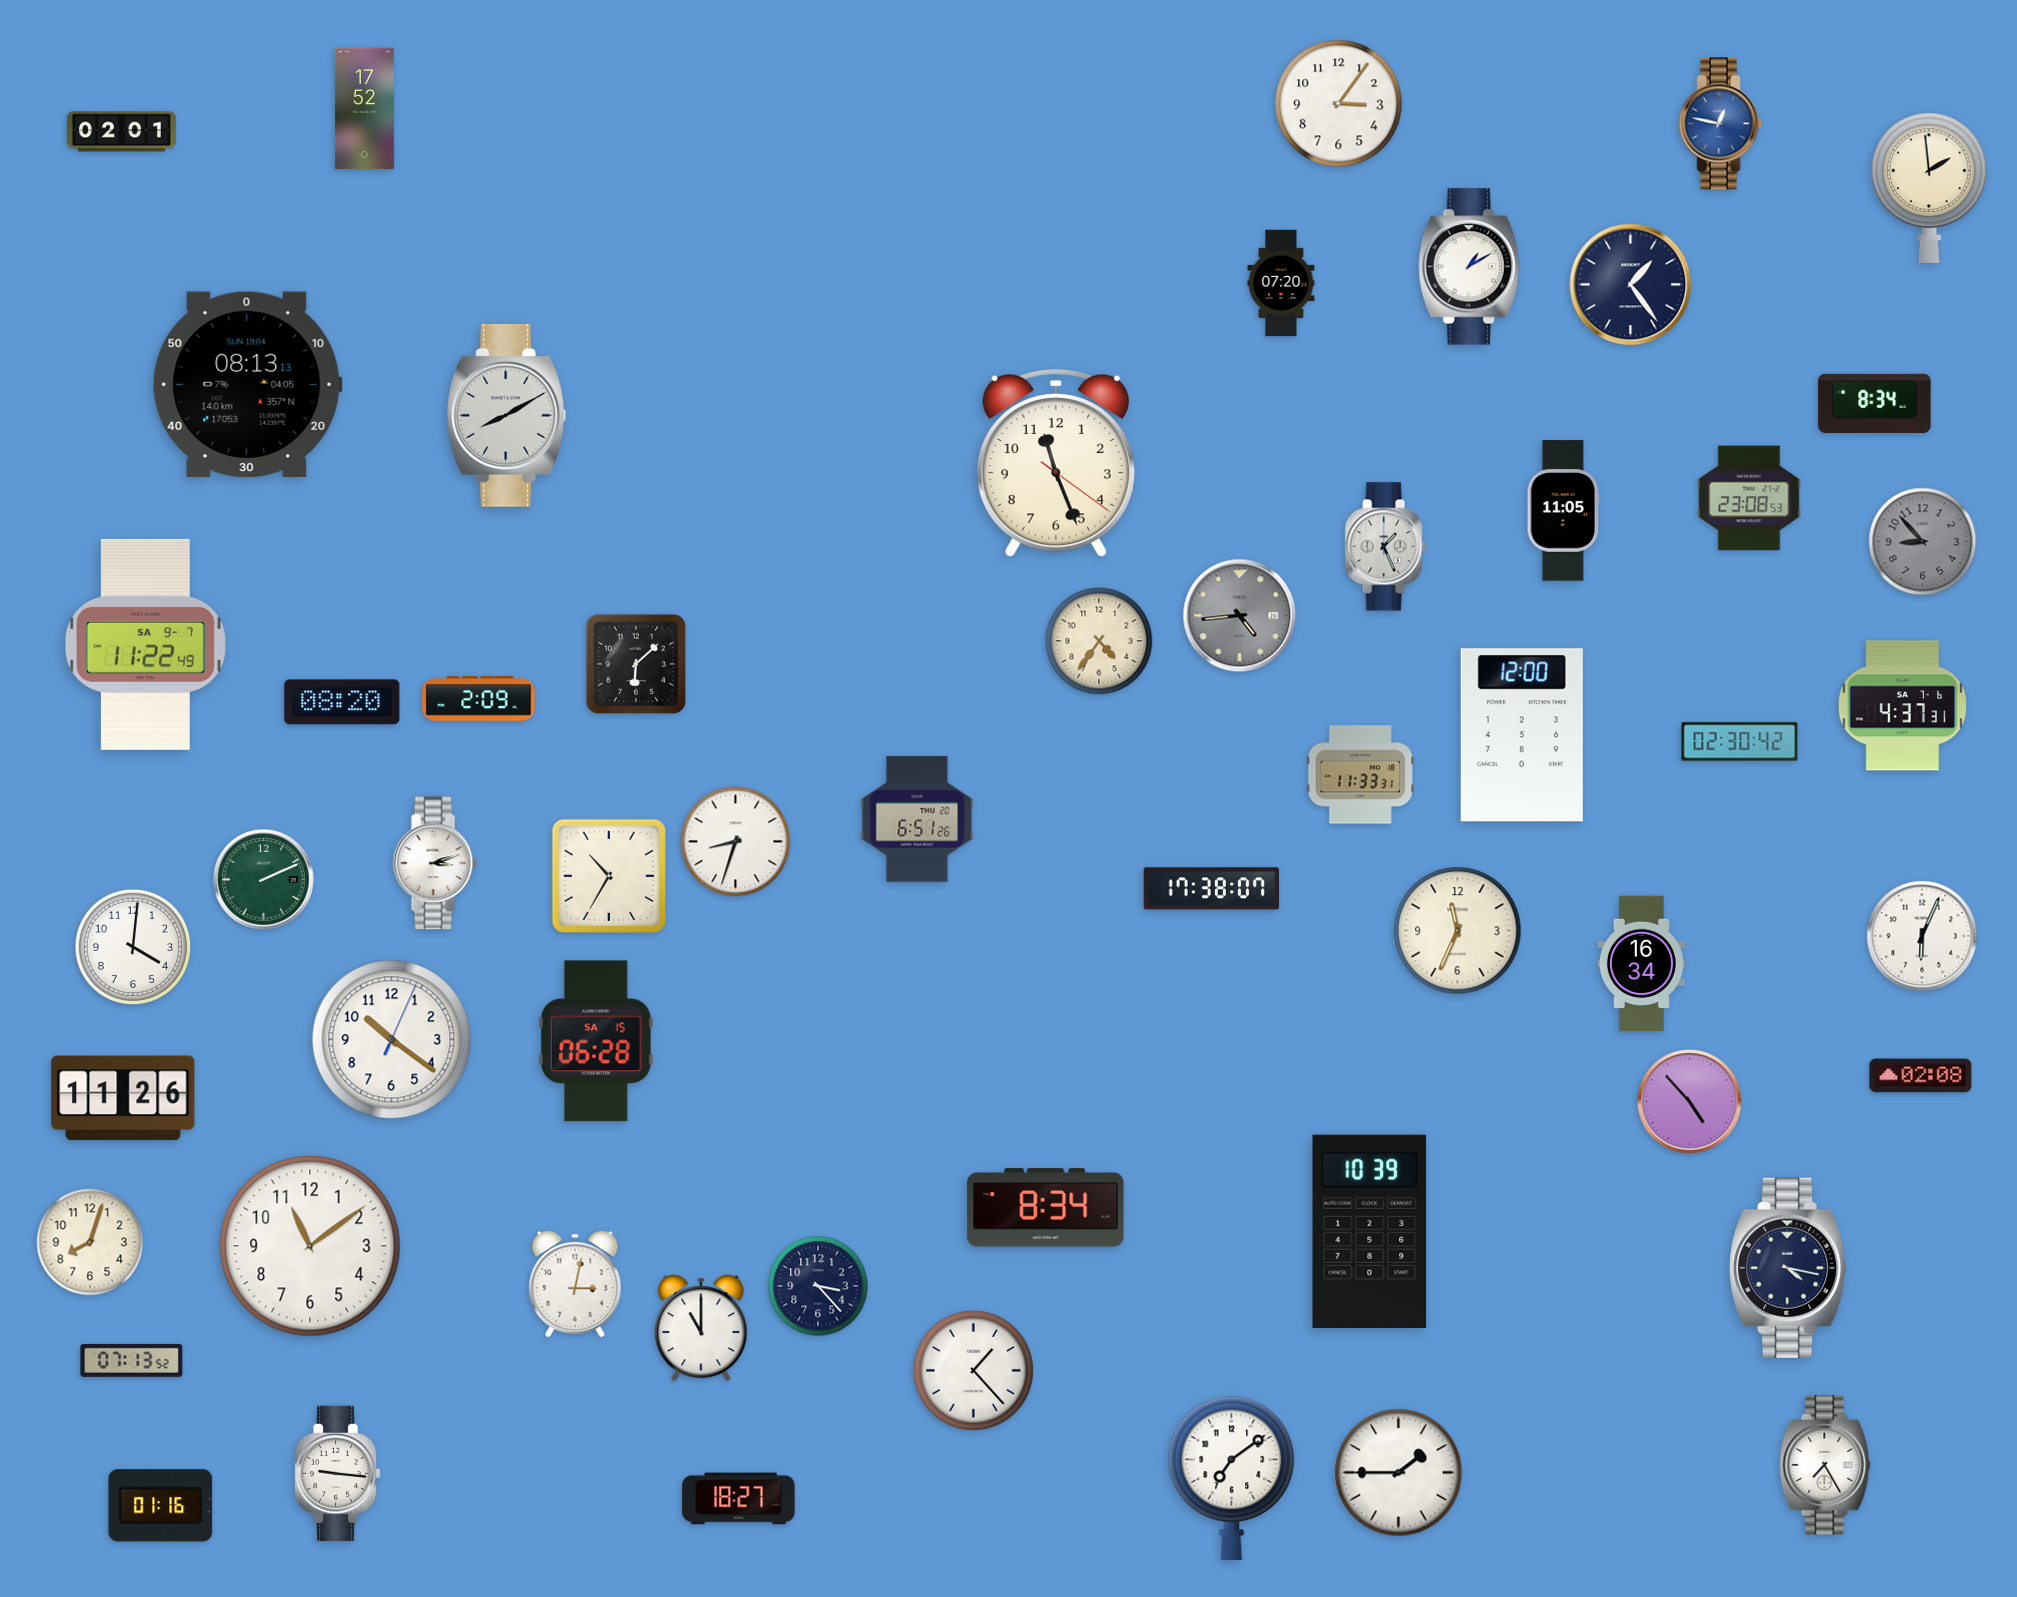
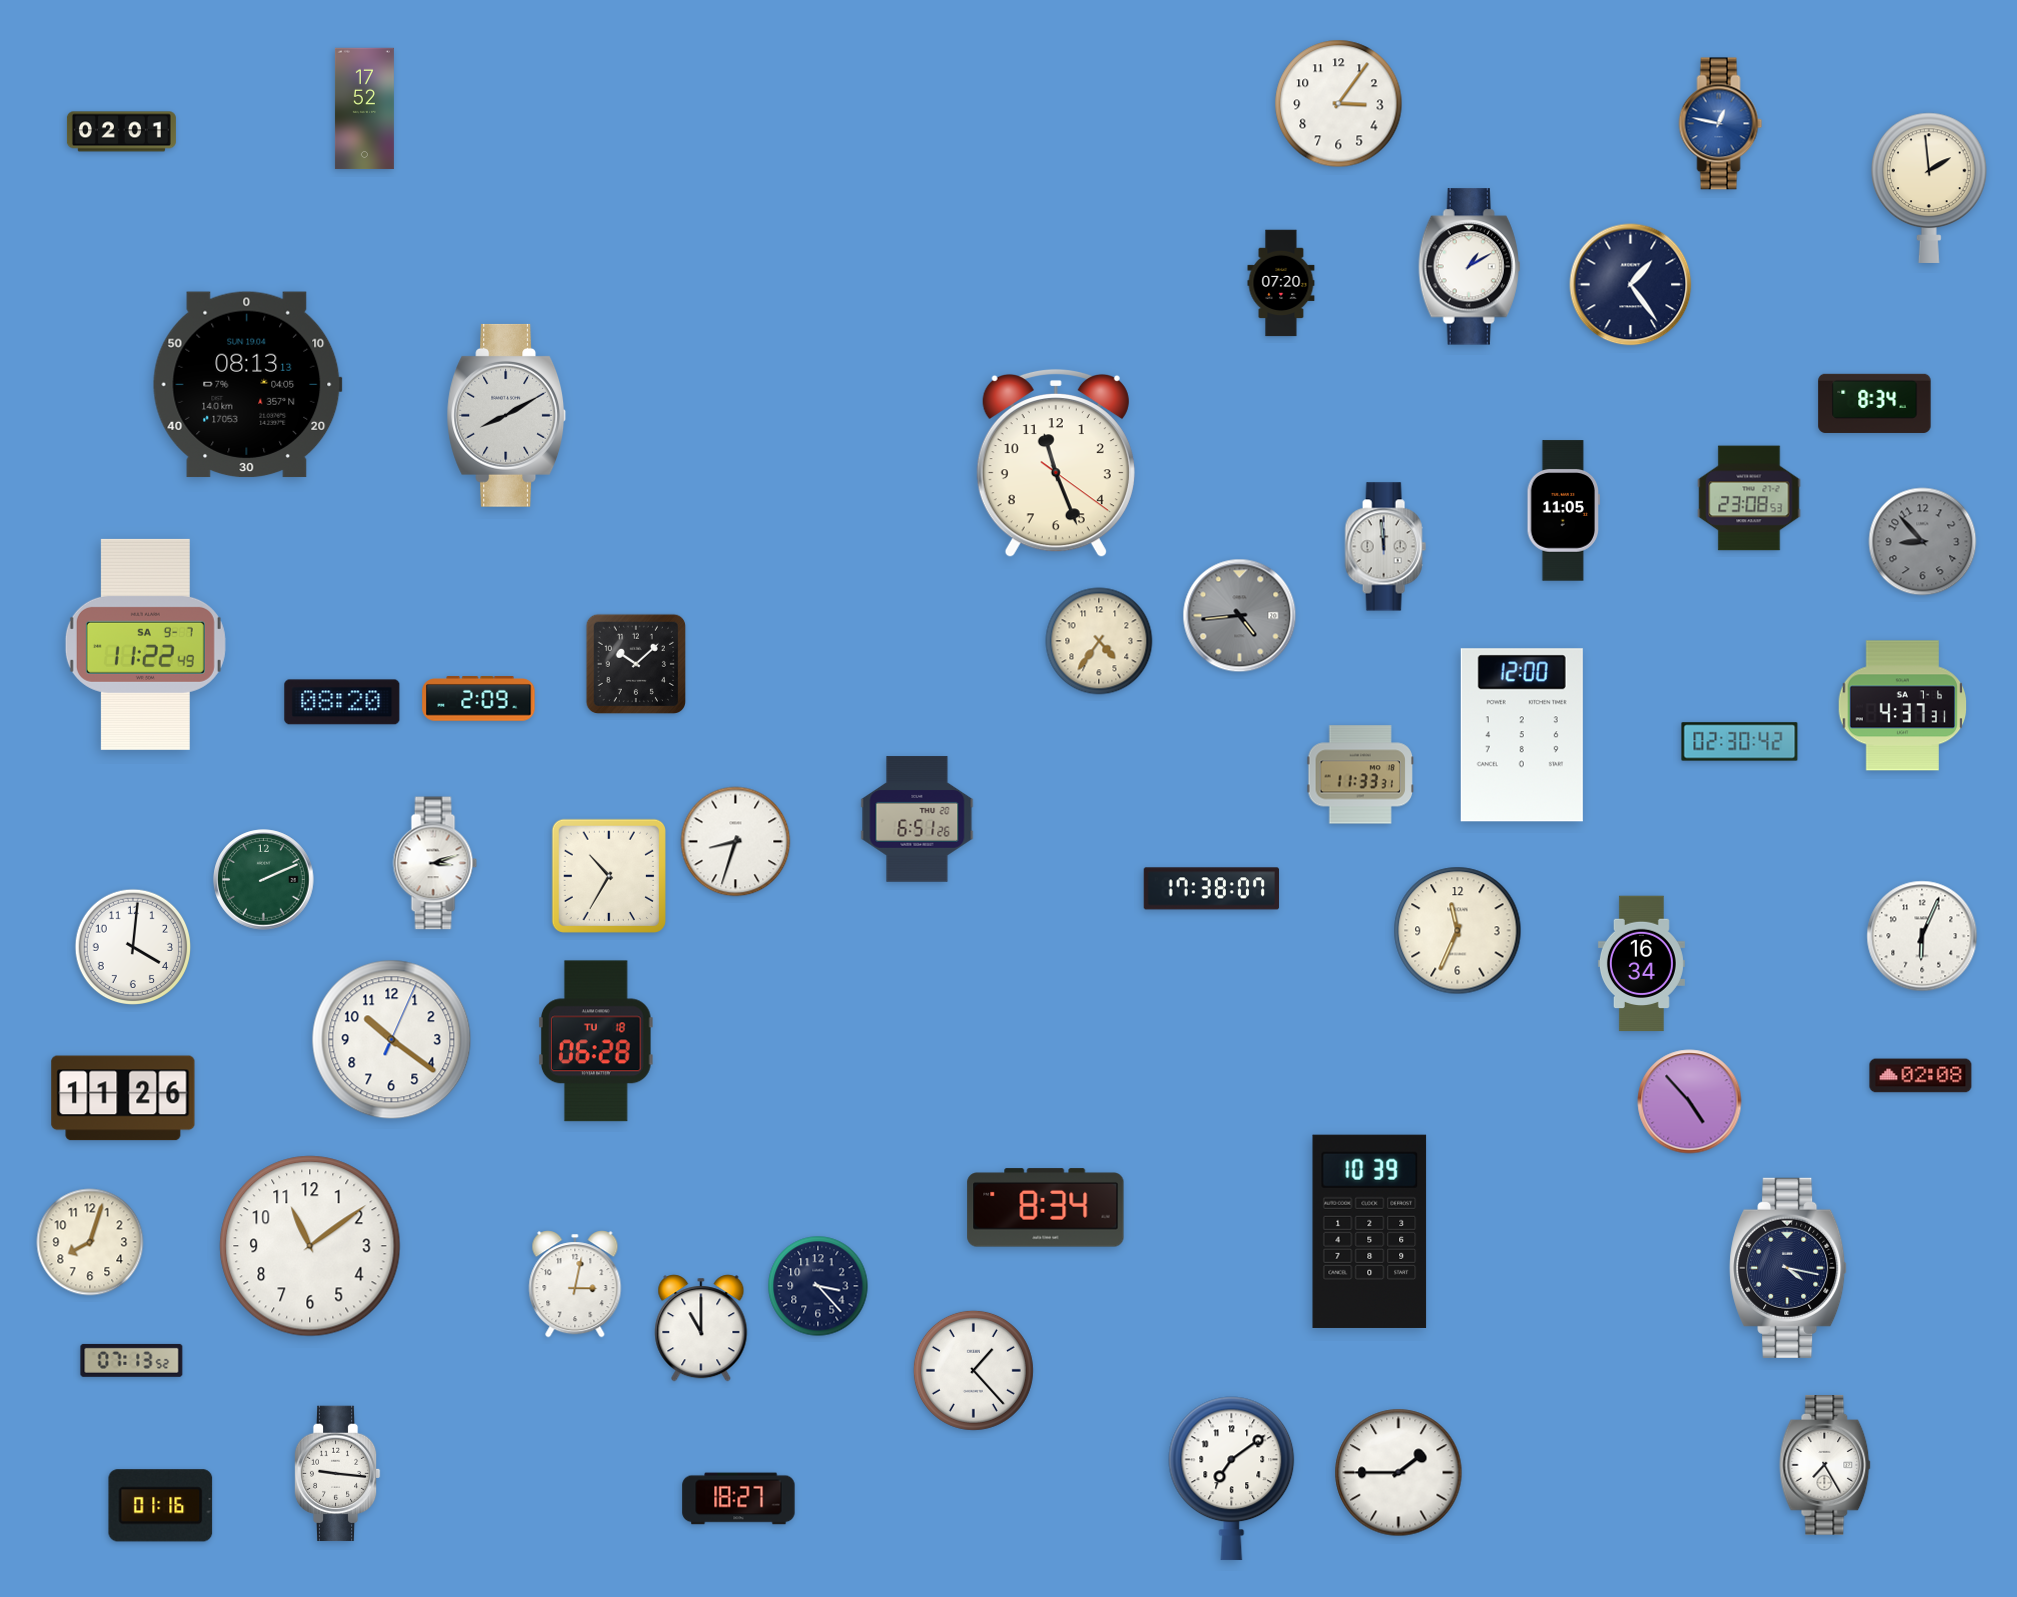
clock at (1385, 547): 1:26 -> 11:59
clock at (635, 663): 6:08 -> 10:08
clock at (596, 1041) date: SA 15 -> TU 18
